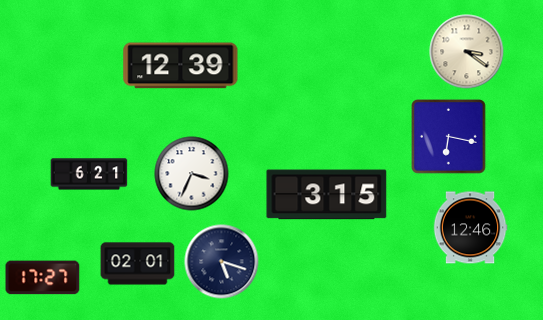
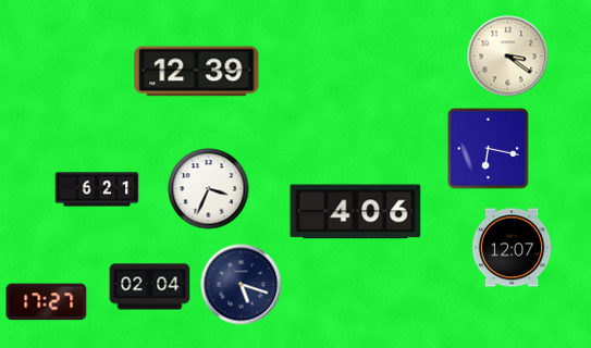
clock at (327, 195): 3:15 -> 4:06
clock at (470, 228): 12:46 -> 12:07
clock at (138, 264): 02:01 -> 02:04
